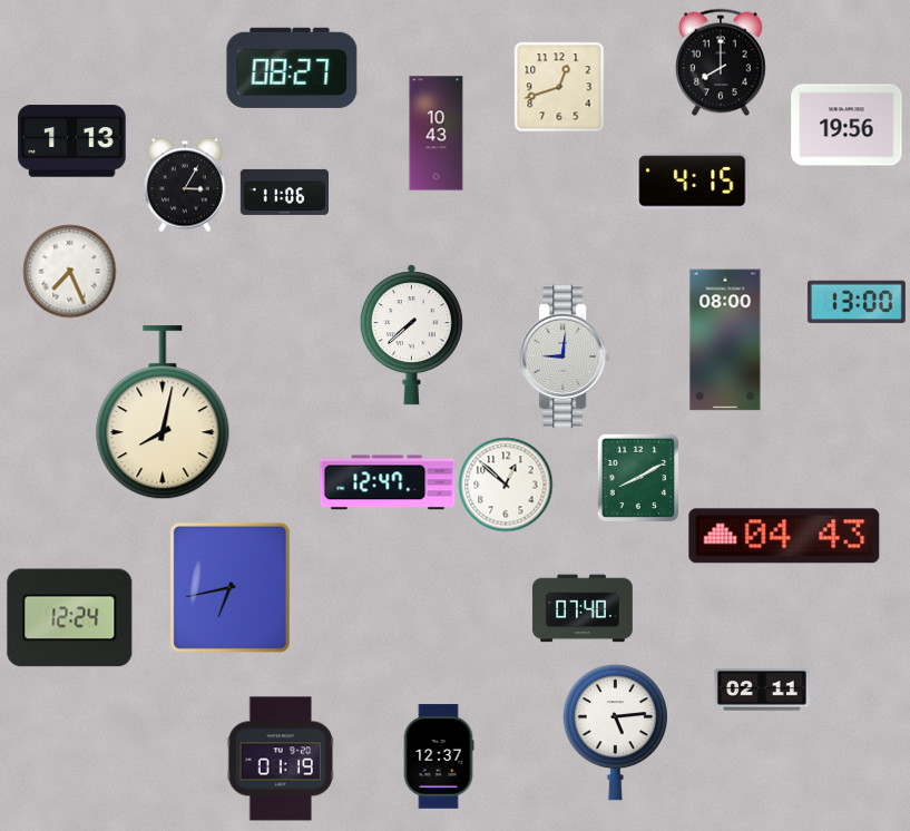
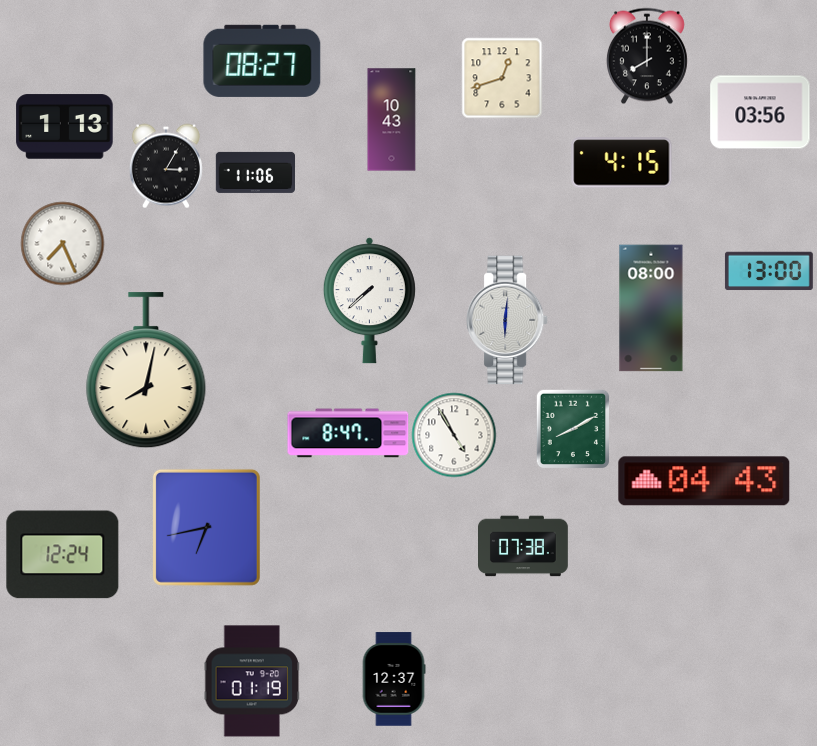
clock at (847, 125): 19:56 -> 03:56
clock at (725, 340) position: (725, 340) -> (651, 308)
clock at (565, 356): 9:01 -> 6:01
clock at (388, 482): 12:47 -> 8:47
clock at (506, 485): 12:52 -> 4:55
clock at (584, 608): 07:40 -> 07:38
clock at (762, 690): 02:11 -> none
clock at (615, 732): 5:14 -> none
